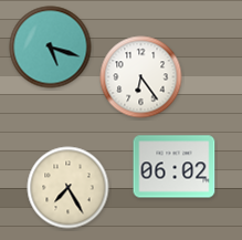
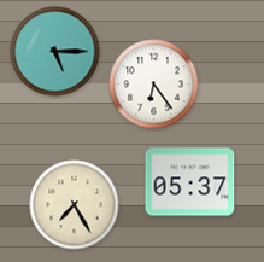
clock at (51, 48): 5:18 -> 5:15
clock at (175, 167): 06:02 -> 05:37
